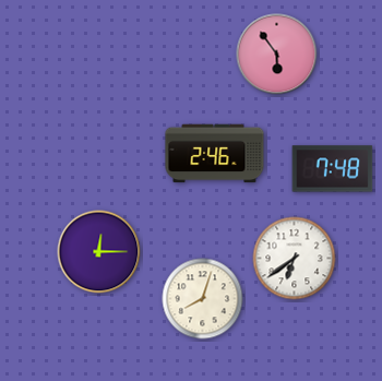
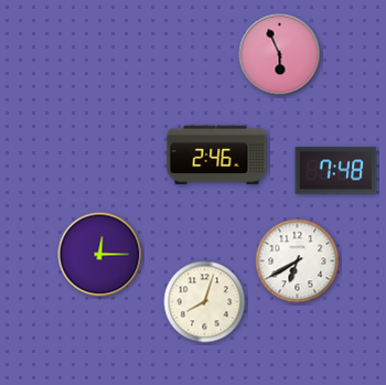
clock at (277, 55): 5:54 -> 5:56
clock at (295, 259): 6:39 -> 6:40
